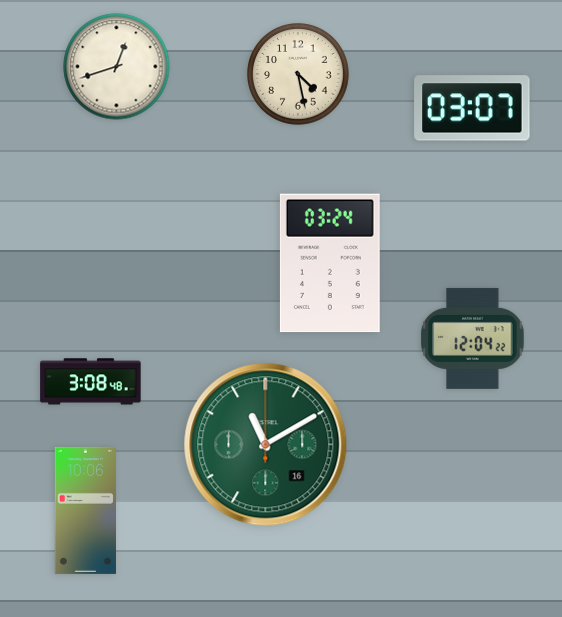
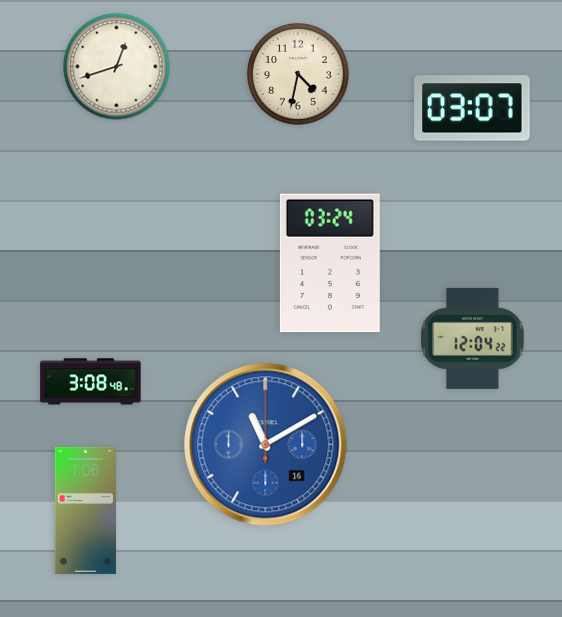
clock at (298, 74): 4:28 -> 4:32
clock at (266, 445) dial: green -> blue
clock at (85, 510): 10:06 -> 1:06
